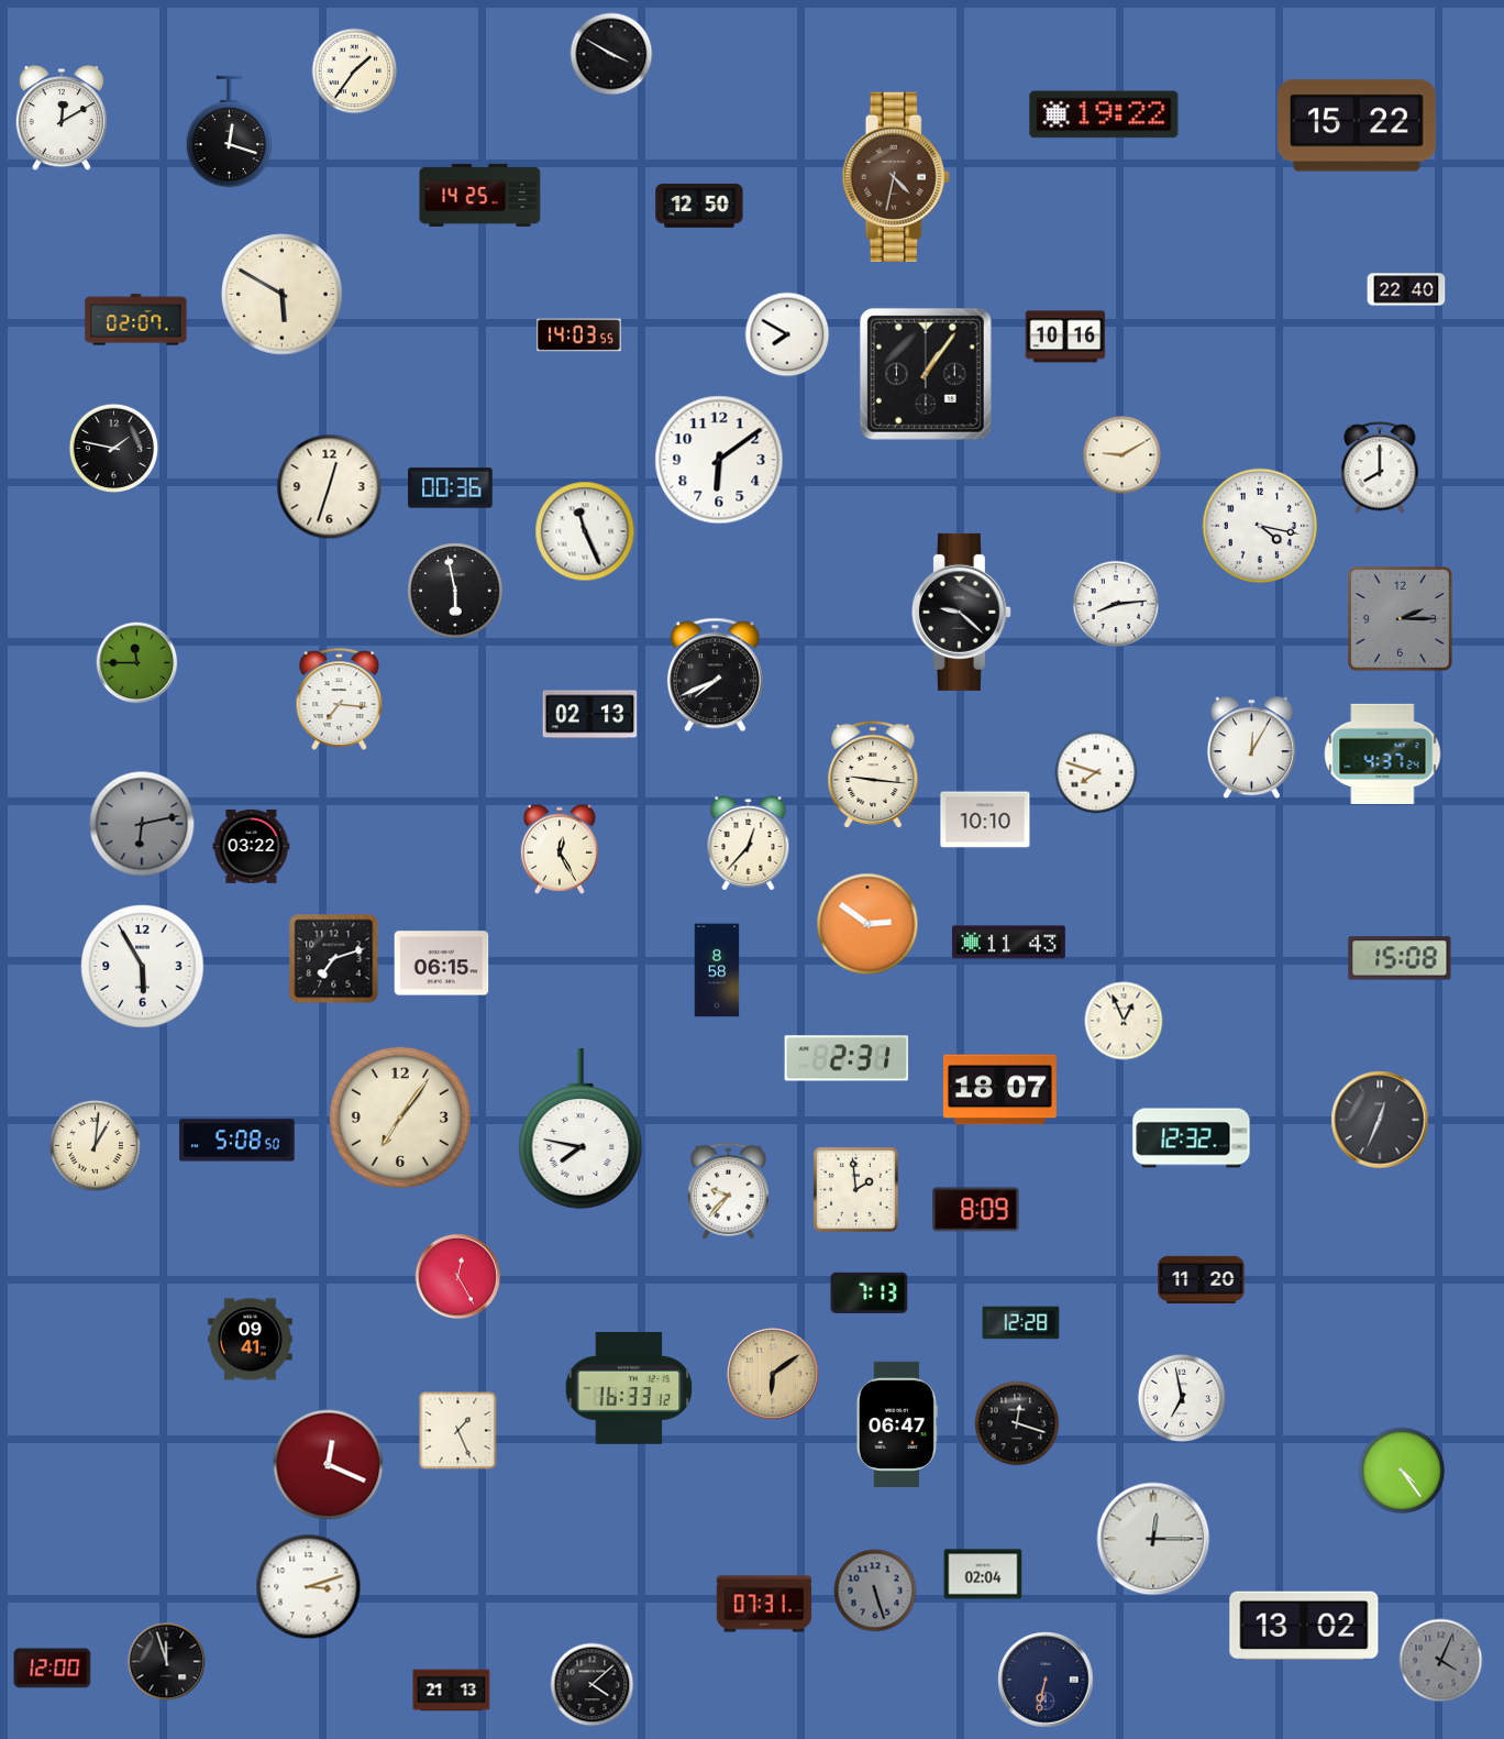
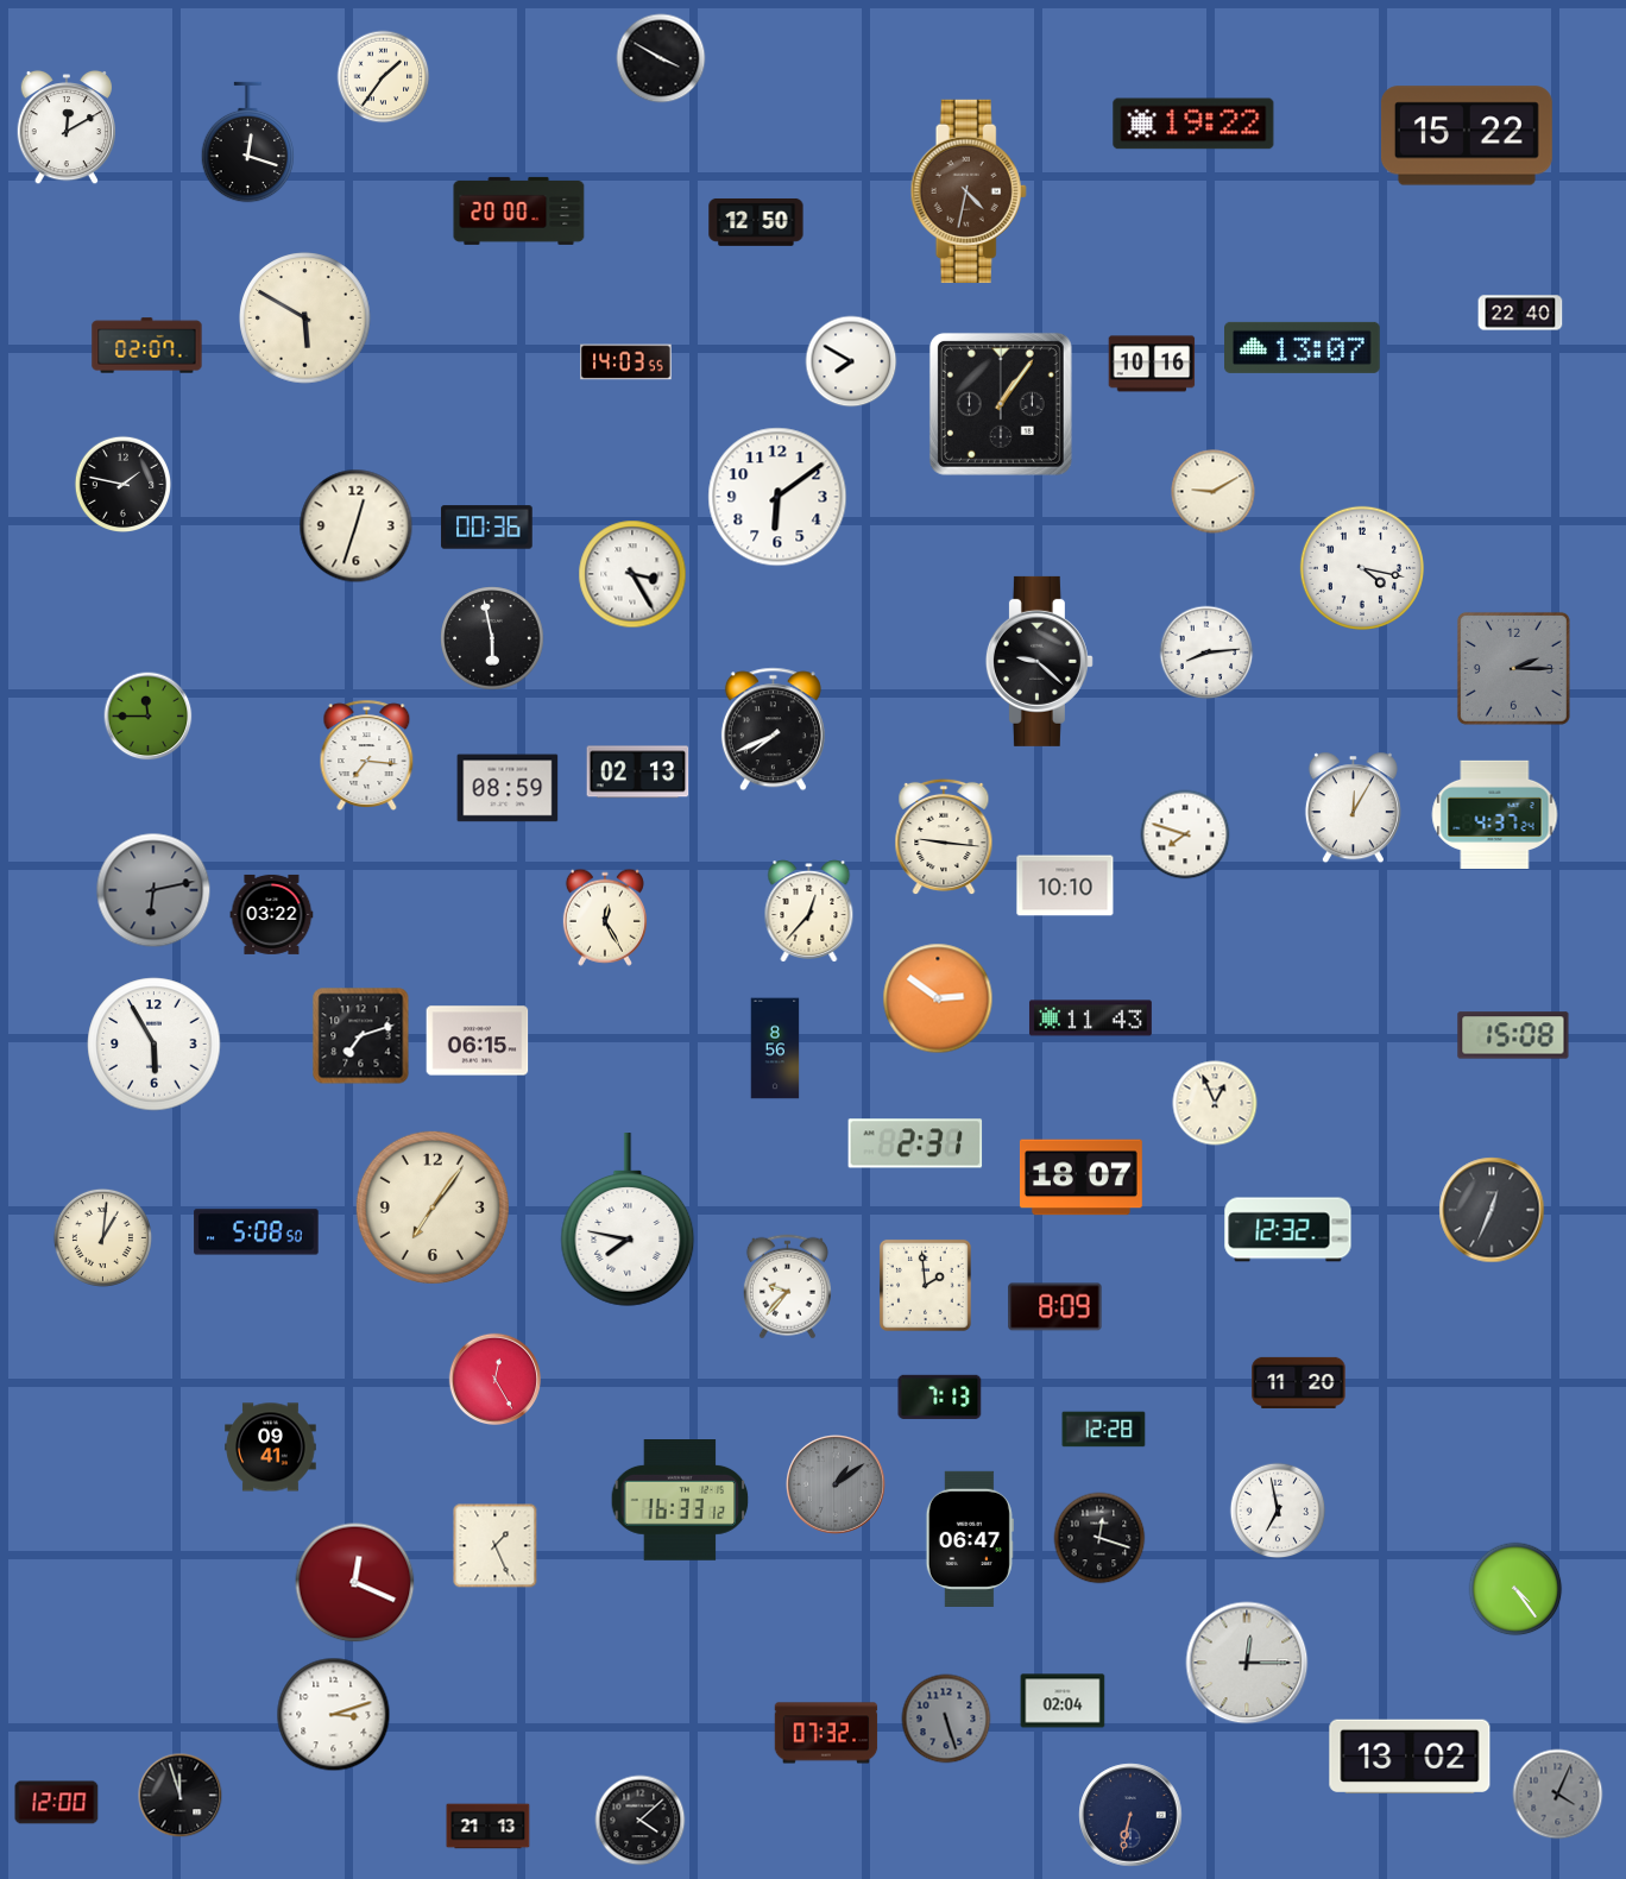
clock at (480, 195): 14:25 -> 20:00
clock at (1303, 347): none -> 13:07
clock at (1380, 467): 8:00 -> none
clock at (585, 531): 11:26 -> 3:25
clock at (508, 788): none -> 08:59
clock at (717, 970): 8:58 -> 8:56
clock at (774, 1375): 6:09 -> 1:09
clock at (774, 1375) dial: champagne -> grey
clock at (764, 1604): 07:31 -> 07:32
